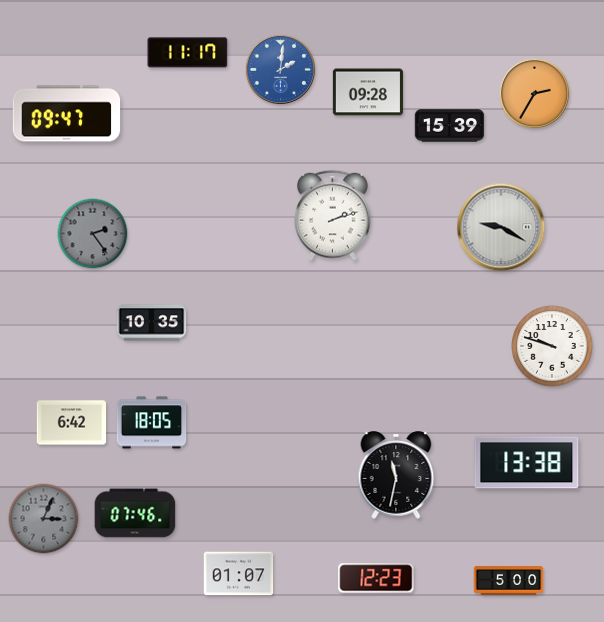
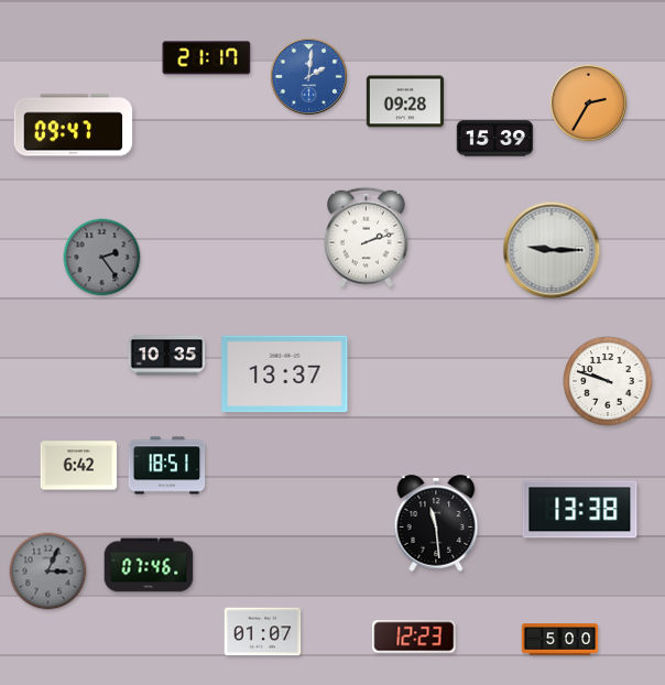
clock at (188, 53): 11:17 -> 21:17
clock at (501, 227): 9:20 -> 9:15
clock at (285, 374): none -> 13:37
clock at (152, 423): 18:05 -> 18:51
clock at (396, 475): 11:32 -> 11:29
